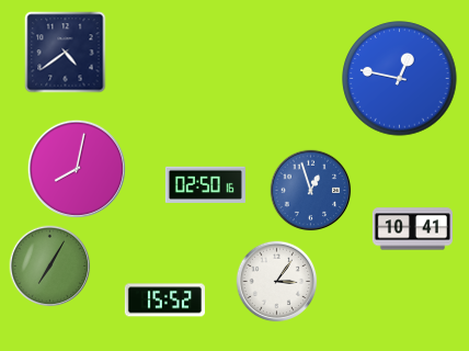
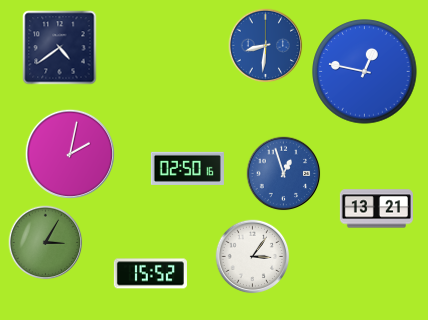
clock at (266, 46): none -> 8:31
clock at (77, 169): 8:02 -> 2:02
clock at (412, 229): 10:41 -> 13:21
clock at (50, 267): 7:05 -> 3:05
